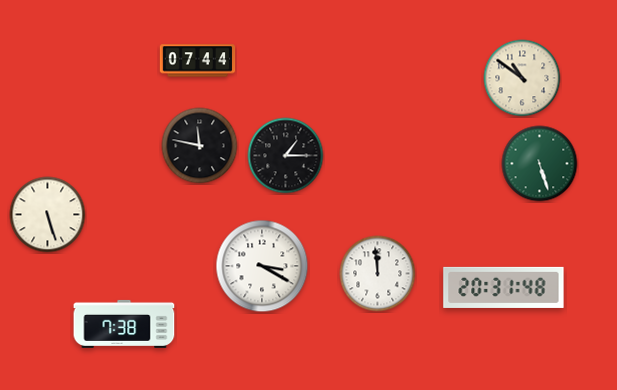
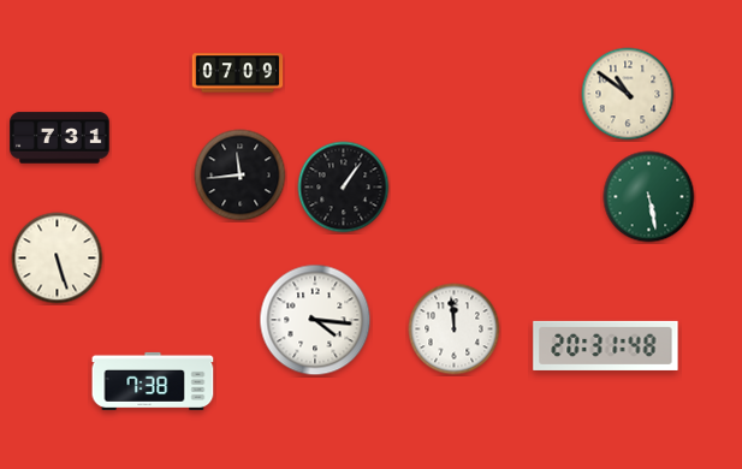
clock at (198, 61): 07:44 -> 07:09
clock at (60, 138): none -> 7:31
clock at (200, 146): 11:47 -> 11:44
clock at (286, 156): 1:15 -> 1:06
clock at (540, 164): 5:27 -> 5:28
clock at (262, 266): 3:20 -> 4:16
clock at (124, 324) position: (124, 324) -> (153, 381)
